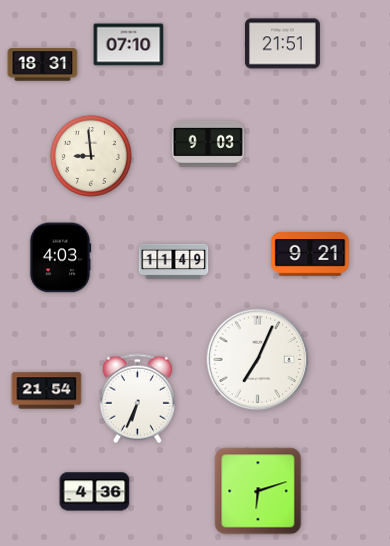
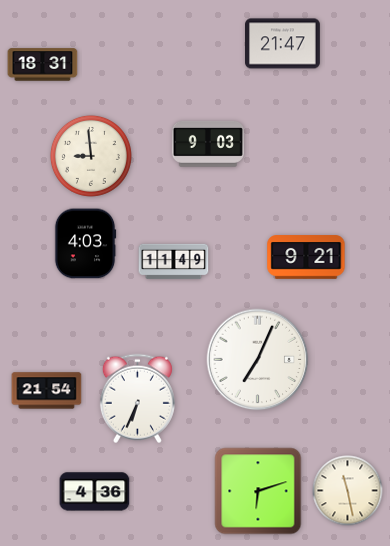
clock at (283, 44): 21:51 -> 21:47
clock at (129, 45): 07:10 -> none
clock at (310, 254) position: (310, 254) -> (306, 257)
clock at (60, 258) position: (60, 258) -> (85, 244)
clock at (348, 491): none -> 11:28
